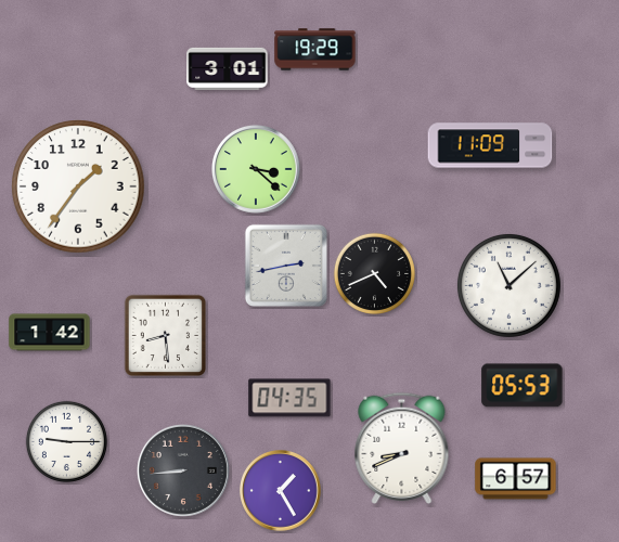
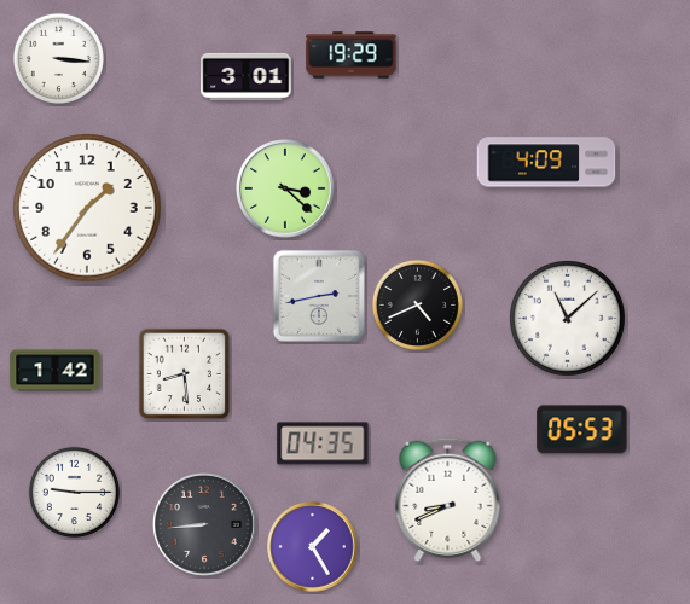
clock at (58, 58): none -> 3:16
clock at (228, 68) position: (228, 68) -> (247, 76)
clock at (490, 145): 11:09 -> 4:09
clock at (516, 479): 6:57 -> none
